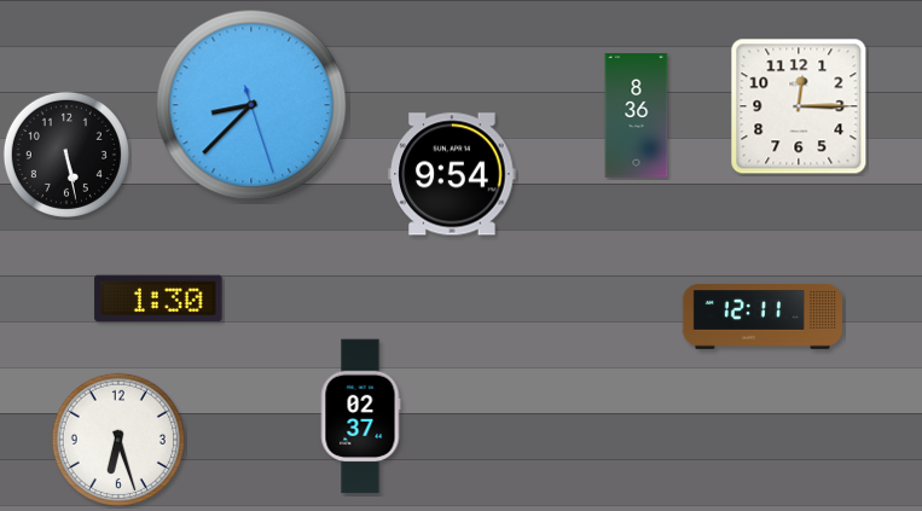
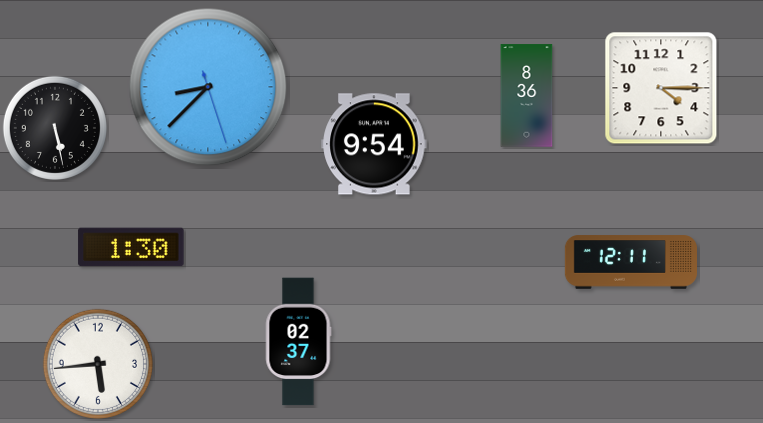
clock at (799, 106): 12:15 -> 4:15
clock at (360, 417) position: (360, 417) -> (298, 342)
clock at (118, 440): 6:27 -> 5:44
